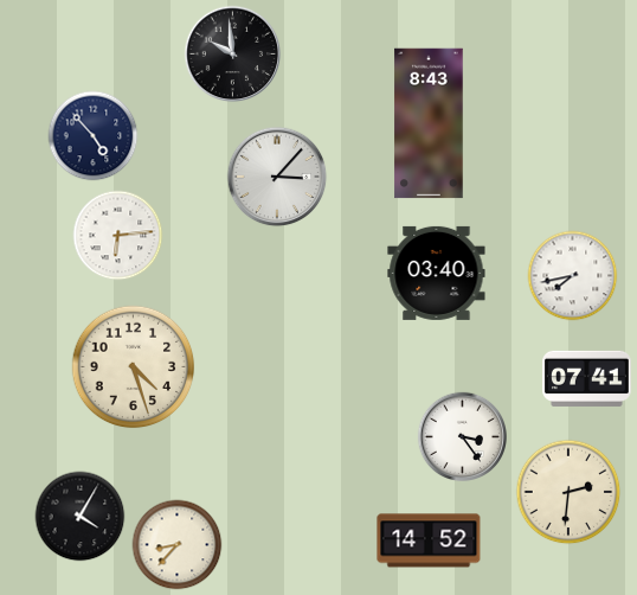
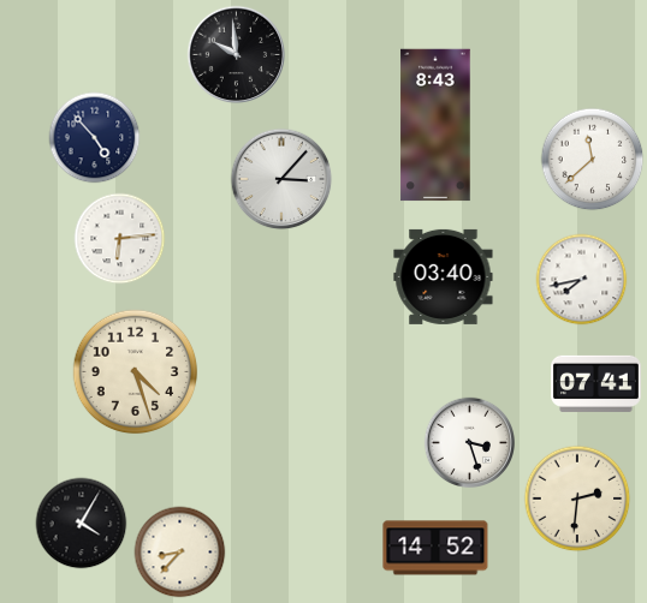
clock at (593, 160): none -> 11:38
clock at (462, 436): 3:24 -> 3:27
